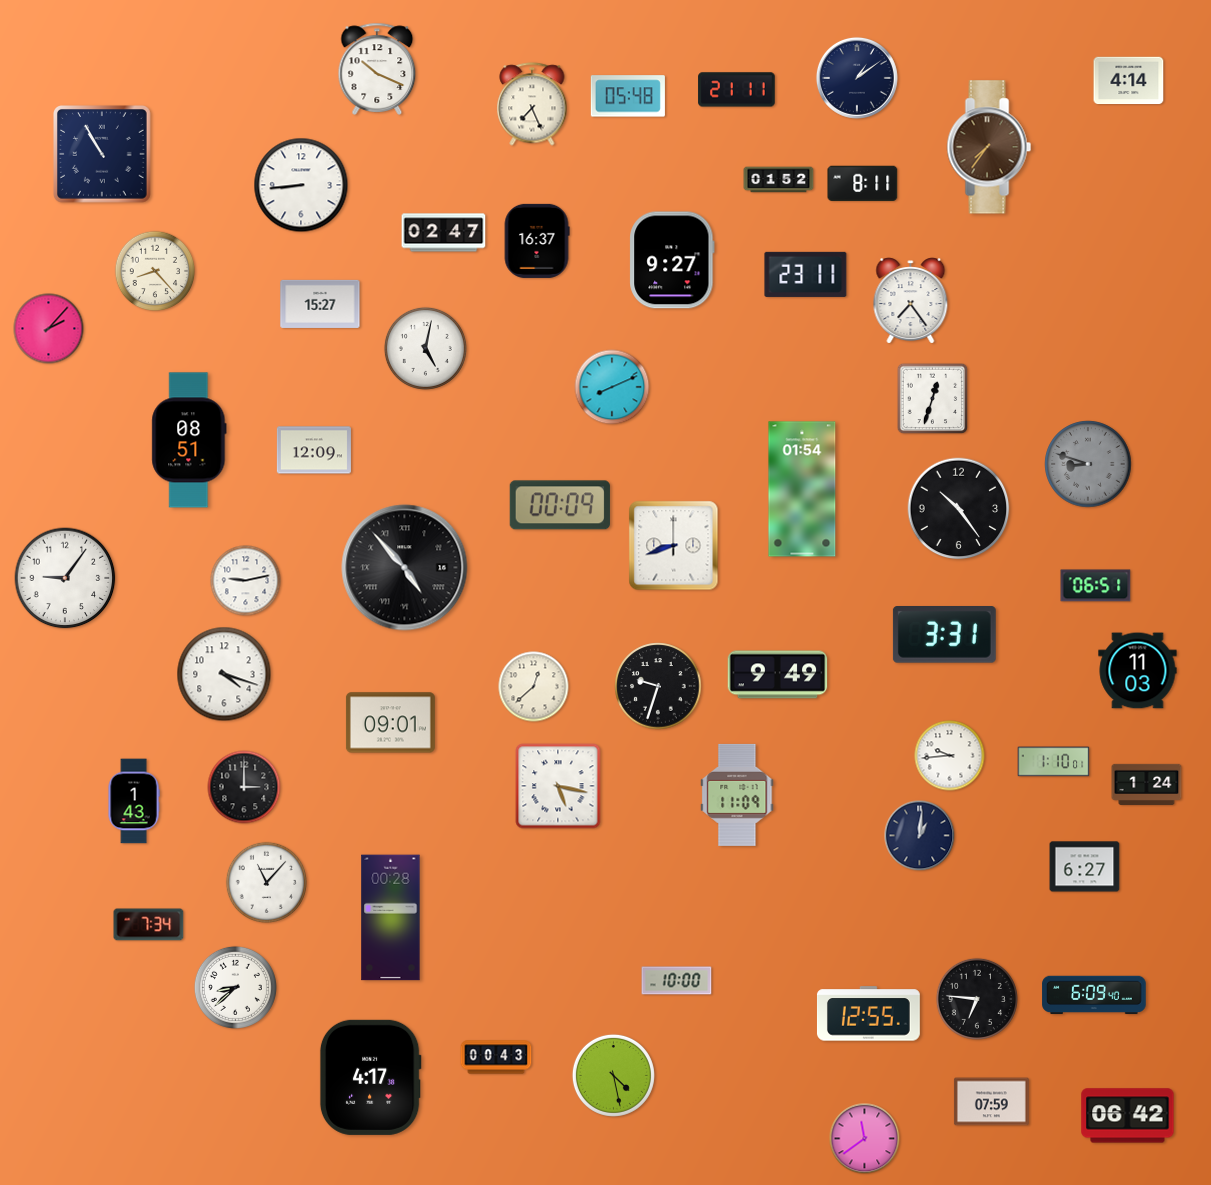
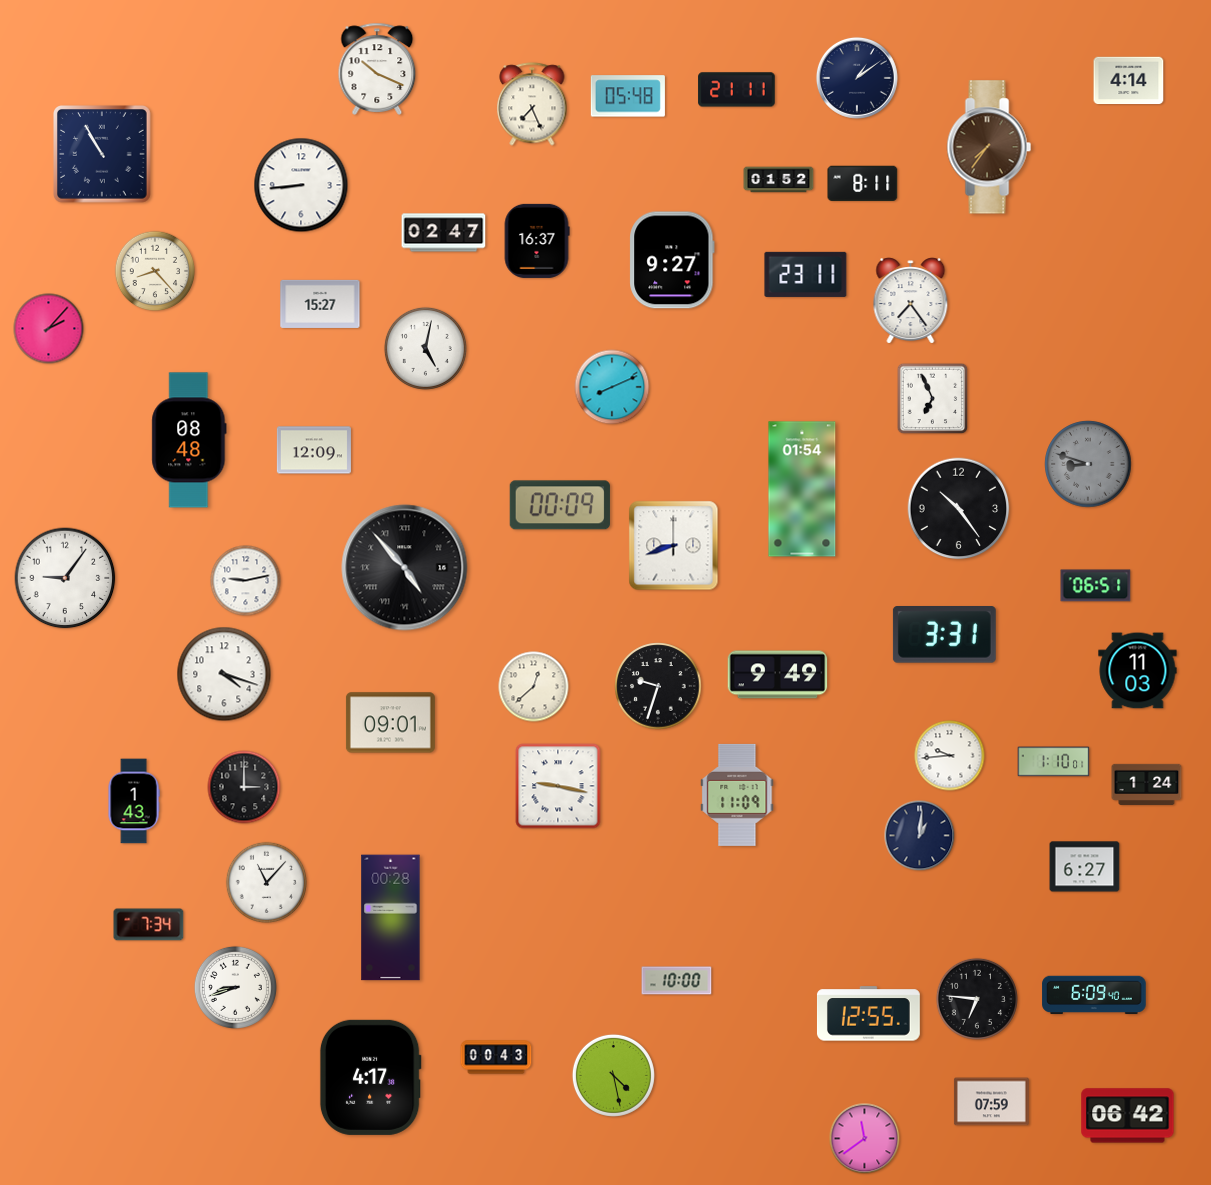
clock at (933, 399): 12:33 -> 6:56
clock at (189, 440): 08:51 -> 08:48
clock at (558, 786): 5:17 -> 9:17
clock at (235, 987): 8:38 -> 8:42
